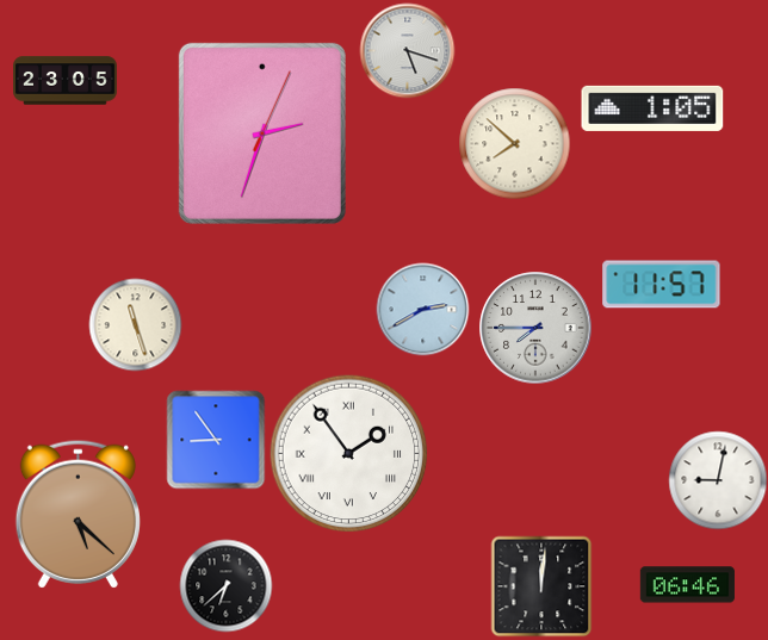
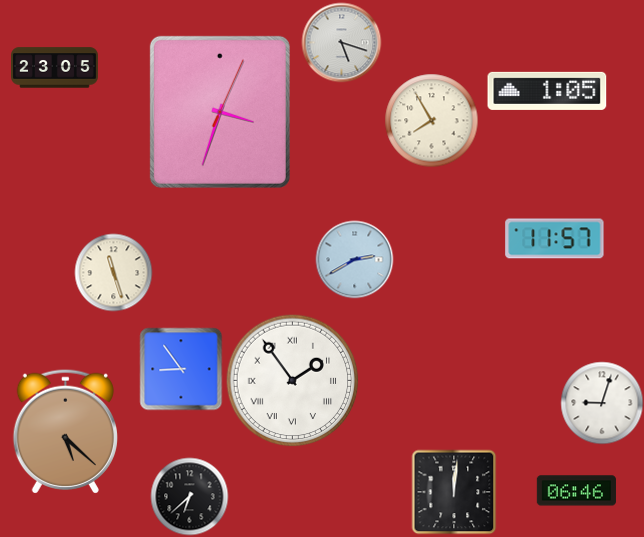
clock at (262, 133): 2:33 -> 3:33
clock at (514, 143): 7:52 -> 7:55
clock at (535, 328): 7:45 -> none
clock at (718, 480): 9:02 -> 9:03
clock at (225, 585) position: (225, 585) -> (189, 496)
